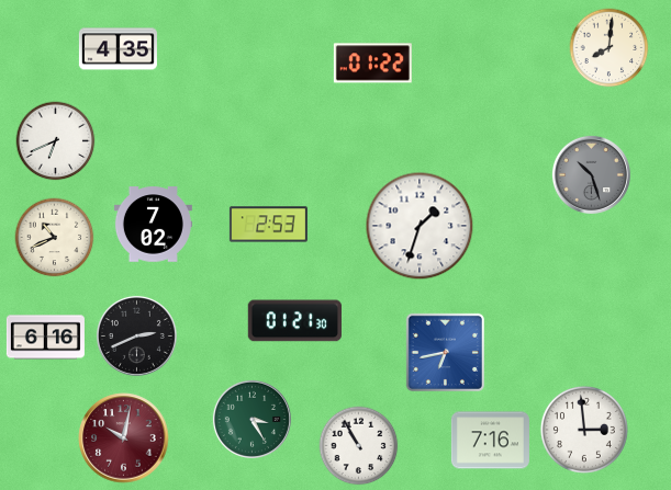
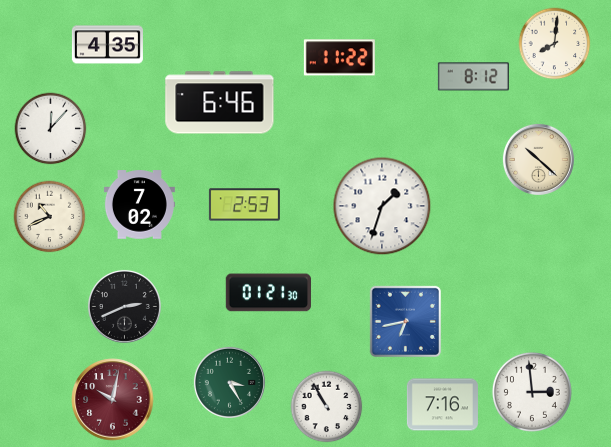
clock at (372, 64): 01:22 -> 11:22
clock at (473, 77): none -> 8:12
clock at (220, 103): none -> 6:46
clock at (56, 141): 6:41 -> 12:07
clock at (591, 174): 10:27 -> 10:22
clock at (591, 174) dial: grey -> cream
clock at (45, 338): 6:16 -> none
clock at (490, 441) position: (490, 441) -> (442, 405)
